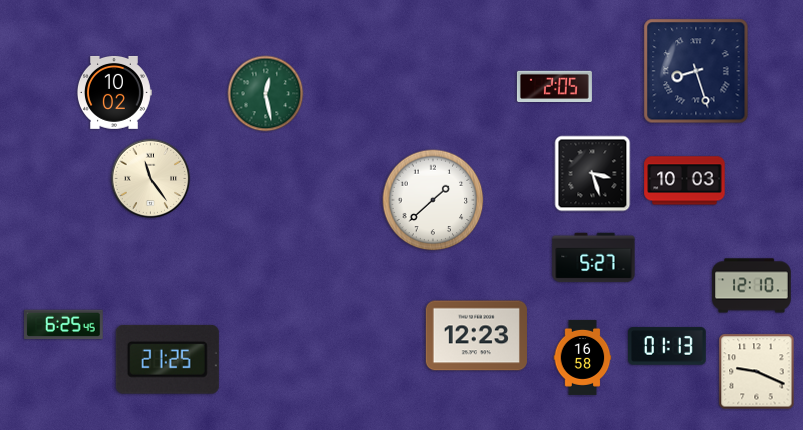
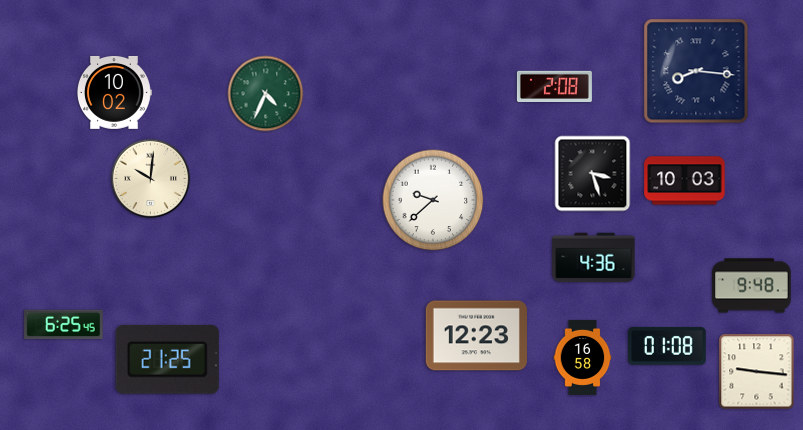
clock at (696, 71): 8:27 -> 8:16
clock at (554, 87): 2:05 -> 2:08
clock at (266, 94): 12:28 -> 4:34
clock at (151, 179): 11:24 -> 10:01
clock at (433, 200): 1:38 -> 9:38
clock at (594, 258): 5:27 -> 4:36
clock at (752, 286): 12:10 -> 9:48
clock at (668, 346): 01:13 -> 01:08
clock at (757, 372): 9:19 -> 9:16
